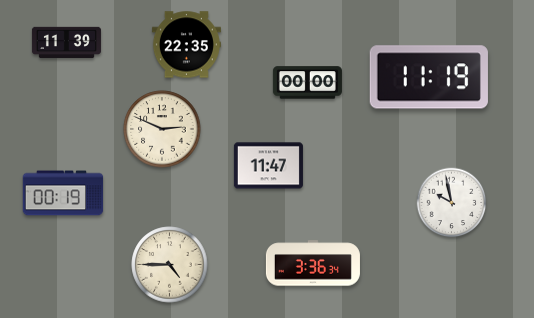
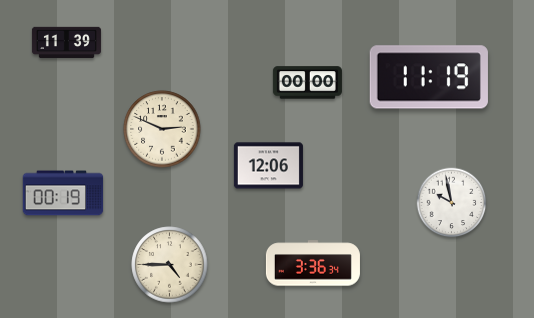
clock at (186, 45): 22:35 -> none
clock at (268, 166): 11:47 -> 12:06
